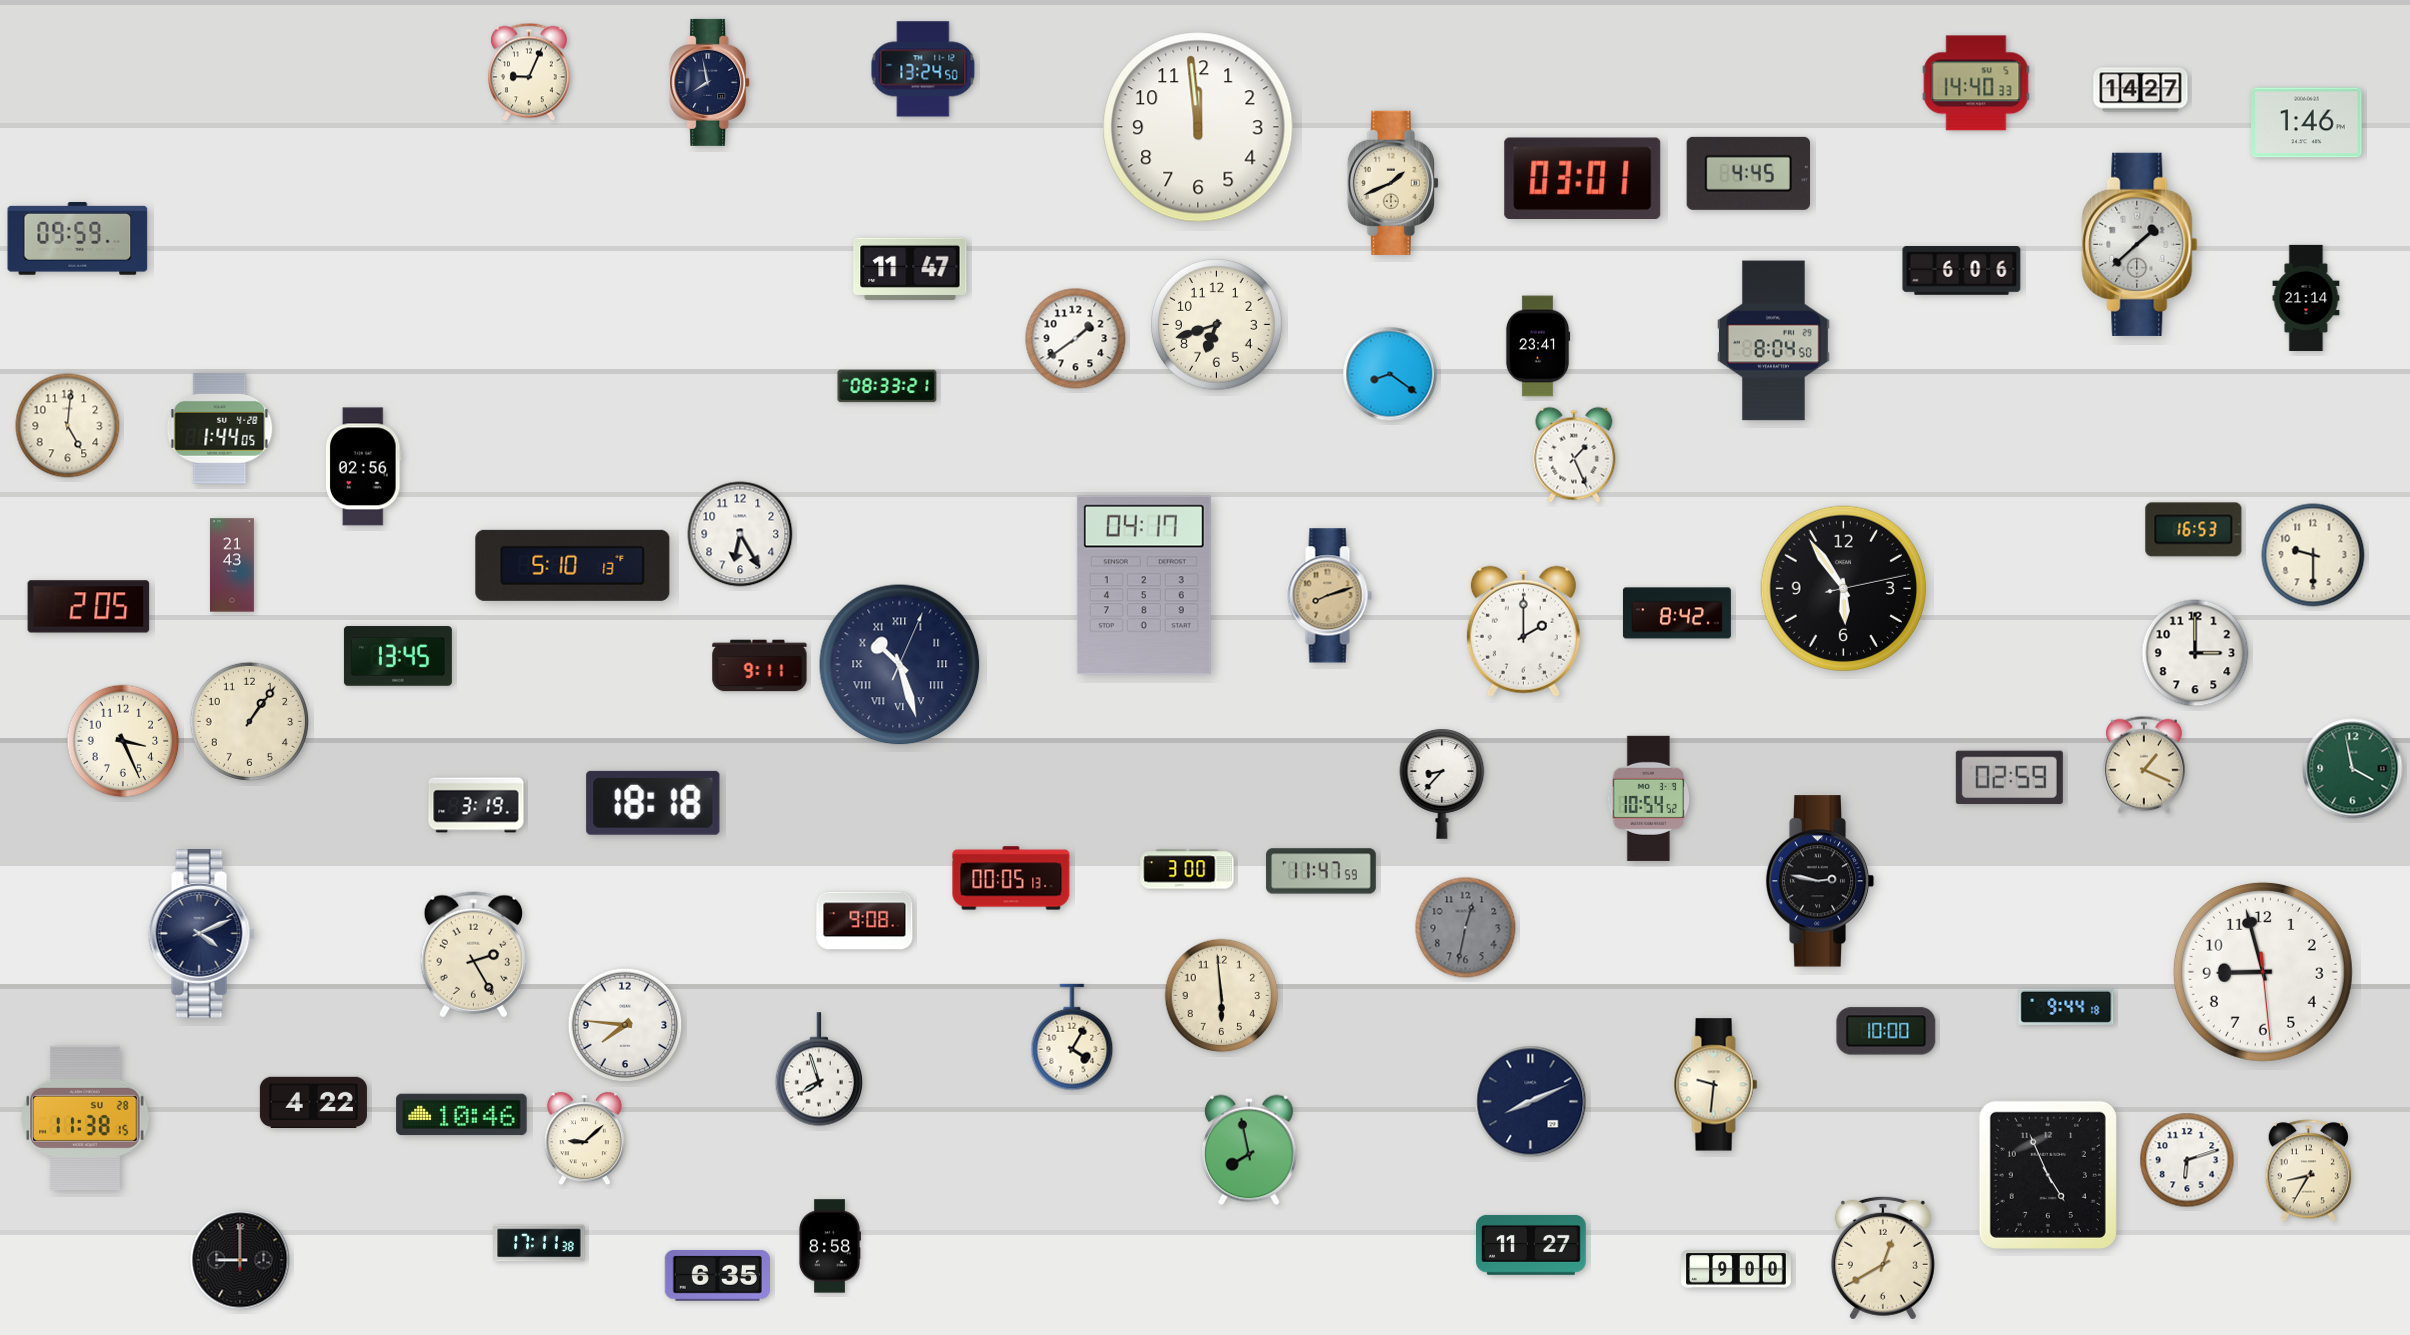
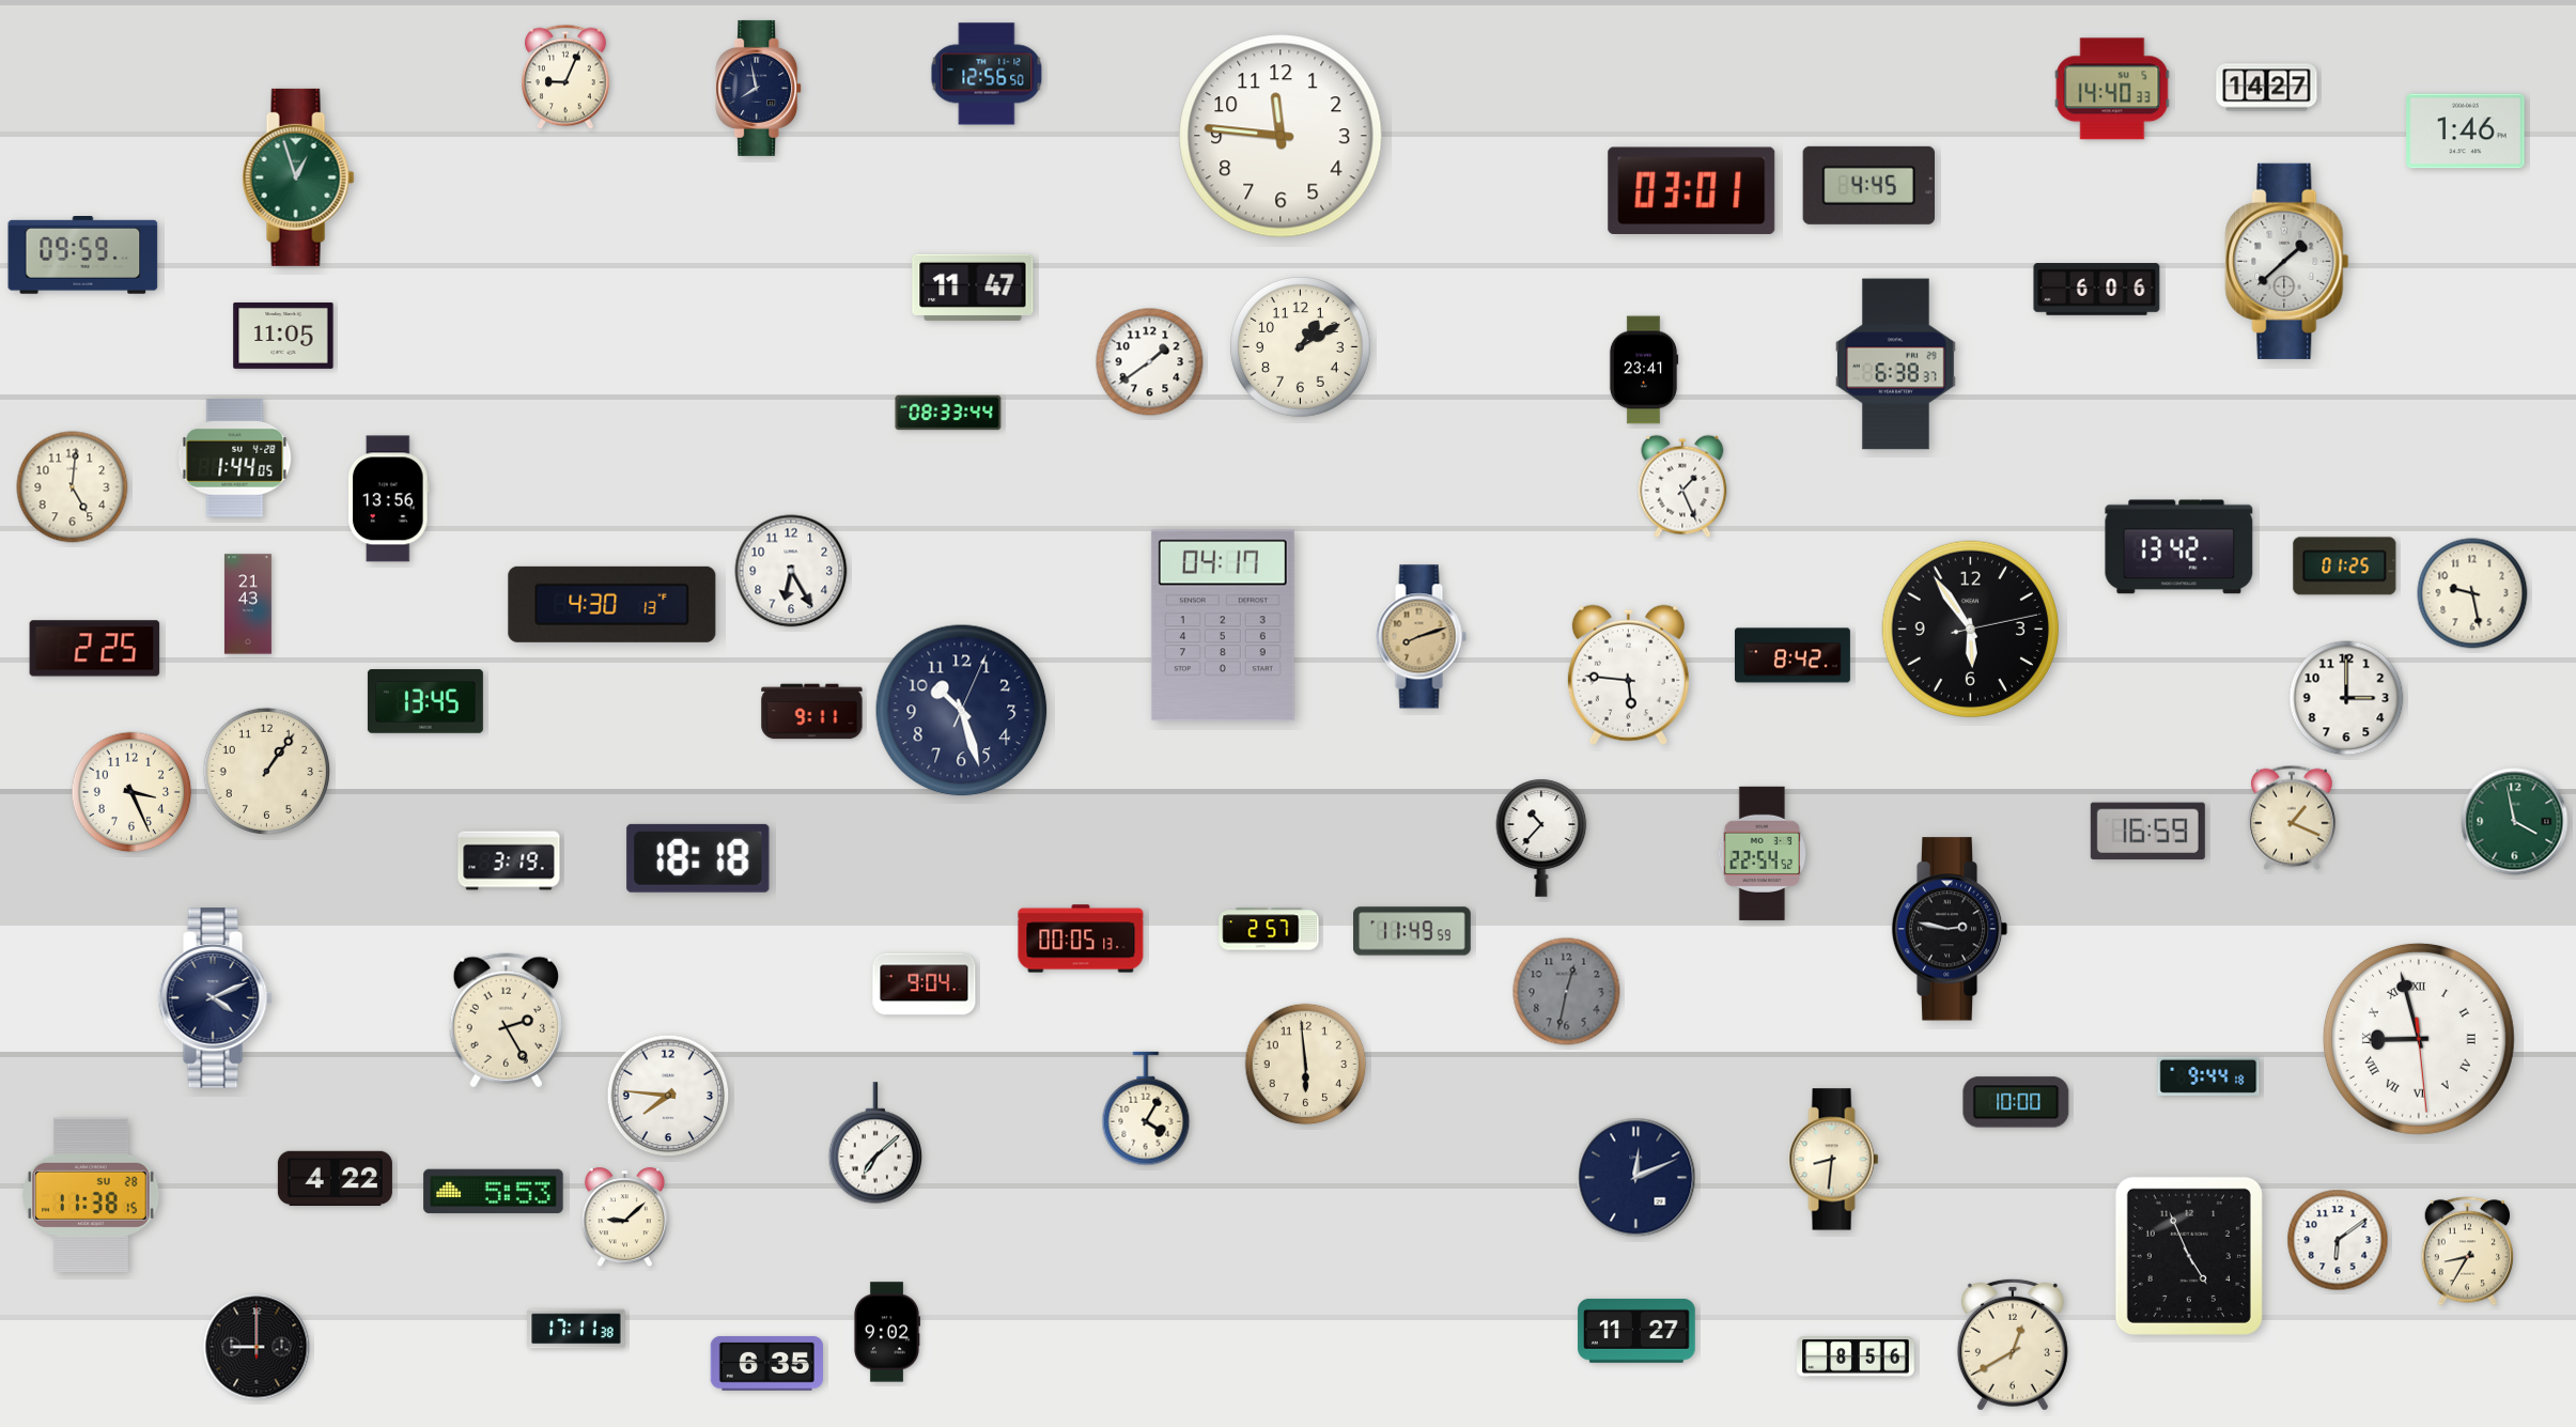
clock at (923, 69): 13:24 -> 12:56
clock at (2141, 90) position: (2141, 90) -> (2267, 88)
clock at (1198, 127): 11:59 -> 11:46
clock at (298, 177): none -> 12:57
clock at (1393, 183): 1:41 -> none
clock at (2306, 298): 21:14 -> none
clock at (283, 336): none -> 11:05
clock at (1217, 325): 6:42 -> 1:10
clock at (1774, 341): 8:04 -> 6:38
clock at (1390, 374): 8:21 -> none
clock at (887, 386): 08:33:21 -> 08:33:44
clock at (68, 426) position: (68, 426) -> (73, 487)
clock at (364, 467): 02:56 -> 13:56
clock at (2179, 547): none -> 13:42
clock at (2194, 530): 16:53 -> 01:25
clock at (2313, 555): 9:30 -> 9:28
clock at (573, 565): 5:10 -> 4:30
clock at (89, 607): 2:05 -> 2:25
clock at (1523, 631): 2:00 -> 5:46
clock at (900, 665) numerals: Roman -> Arabic
clock at (2009, 777): 02:59 -> 16:59
clock at (1442, 784): 8:37 -> 10:37
clock at (1649, 798): 10:54 -> 22:54
clock at (1187, 869): 3:00 -> 2:57
clock at (1321, 871): 11:47 -> 11:49
clock at (1820, 881) position: (1820, 881) -> (1950, 929)
clock at (865, 921): 9:08 -> 9:04
clock at (2263, 972) numerals: Arabic -> Roman
clock at (819, 1069): 7:57 -> 7:08
clock at (1716, 1085): 9:31 -> 8:31
clock at (1531, 1102): 8:11 -> 12:11
clock at (462, 1115): 10:46 -> 5:53
clock at (1249, 1150): 7:58 -> none
clock at (2187, 1160): 6:12 -> 6:09
clock at (829, 1246): 8:58 -> 9:02
clock at (1736, 1270): 9:00 -> 8:56
